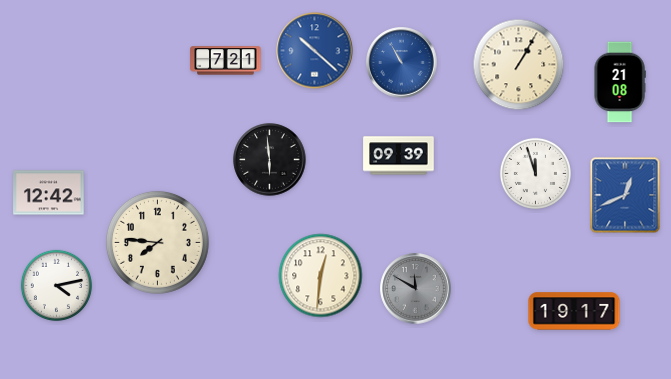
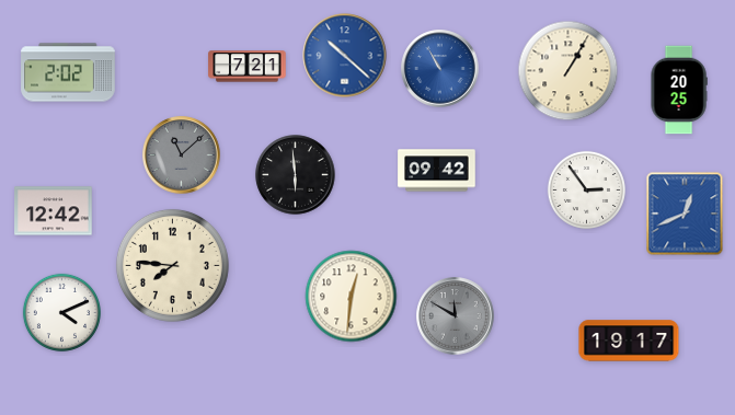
clock at (68, 72): none -> 2:02
clock at (620, 82): 21:08 -> 20:25
clock at (182, 155): none -> 11:08
clock at (399, 156): 09:39 -> 09:42
clock at (535, 173): 11:57 -> 2:54
clock at (321, 276) position: (321, 276) -> (352, 297)
clock at (56, 285): 4:13 -> 4:11
